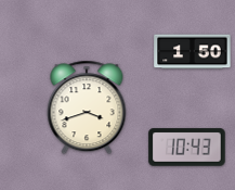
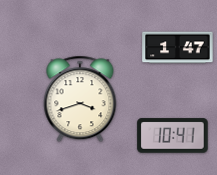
clock at (193, 52): 1:50 -> 1:47
clock at (187, 148): 10:43 -> 10:41
